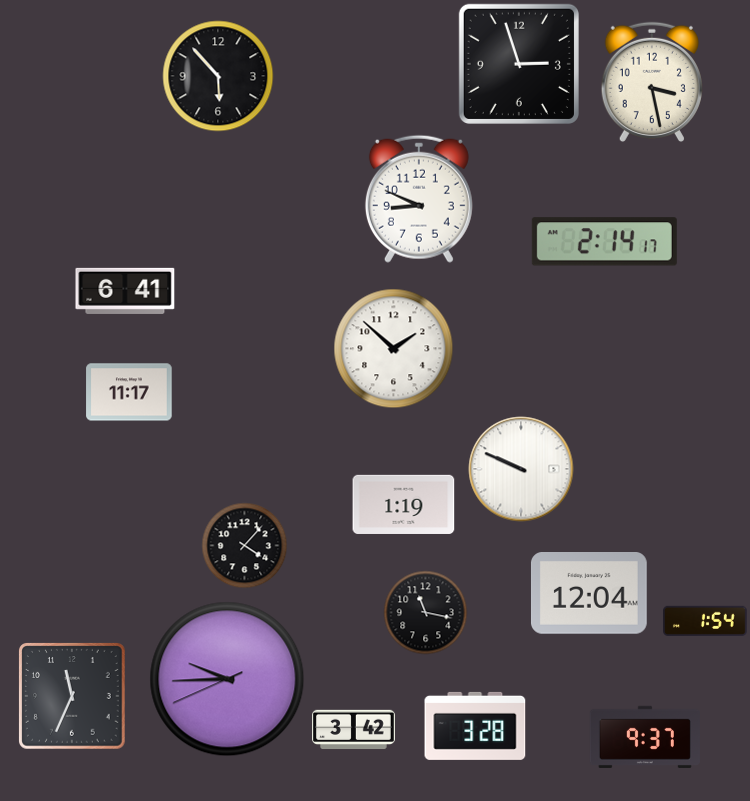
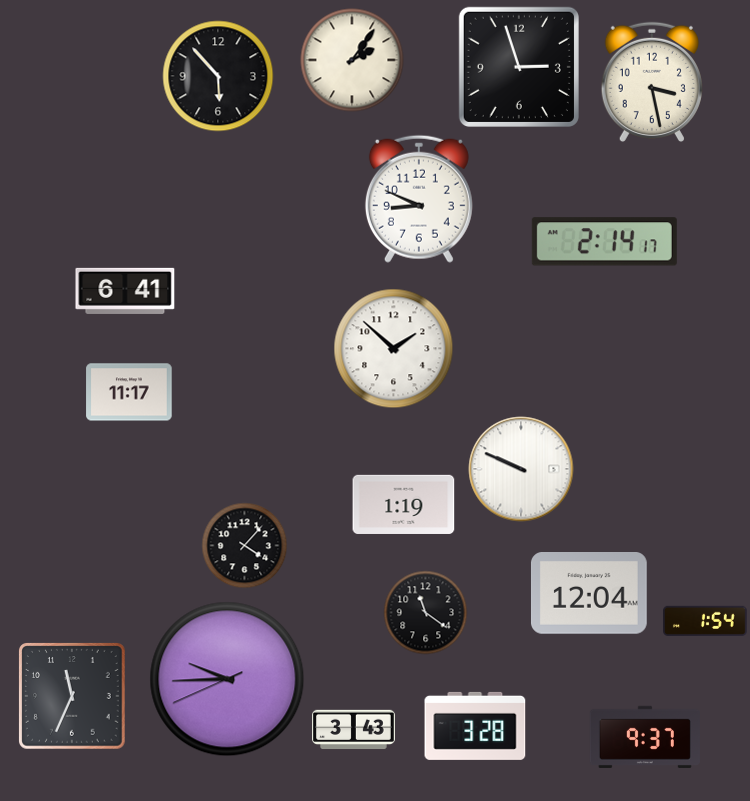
clock at (352, 60): none -> 2:06
clock at (519, 64) position: (519, 64) -> (519, 67)
clock at (426, 613): 11:17 -> 11:21
clock at (354, 730): 3:42 -> 3:43
